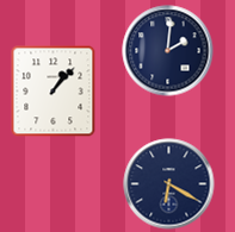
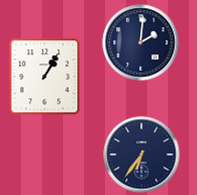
clock at (54, 90): 1:07 -> 1:05
clock at (169, 184): 6:20 -> 6:36
